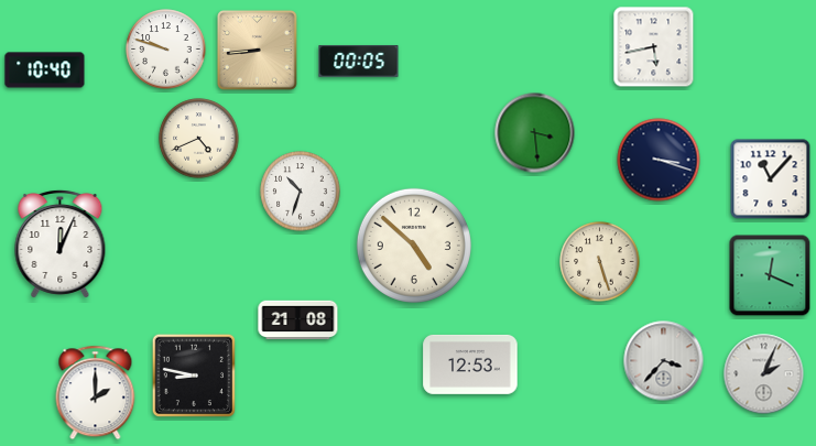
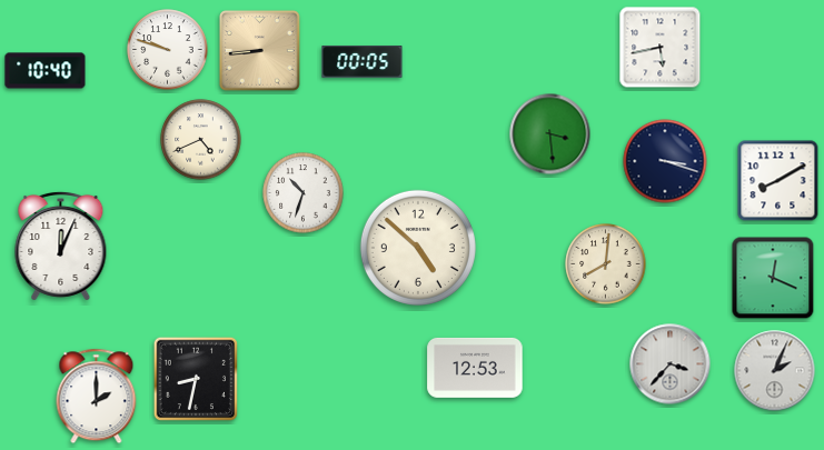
clock at (535, 133) position: (535, 133) -> (550, 134)
clock at (771, 180): 11:07 -> 8:10
clock at (600, 262): 5:27 -> 8:01
clock at (770, 275) position: (770, 275) -> (773, 278)
clock at (298, 320): 21:08 -> none
clock at (193, 374): 8:47 -> 8:32
clock at (764, 374) position: (764, 374) -> (775, 371)
